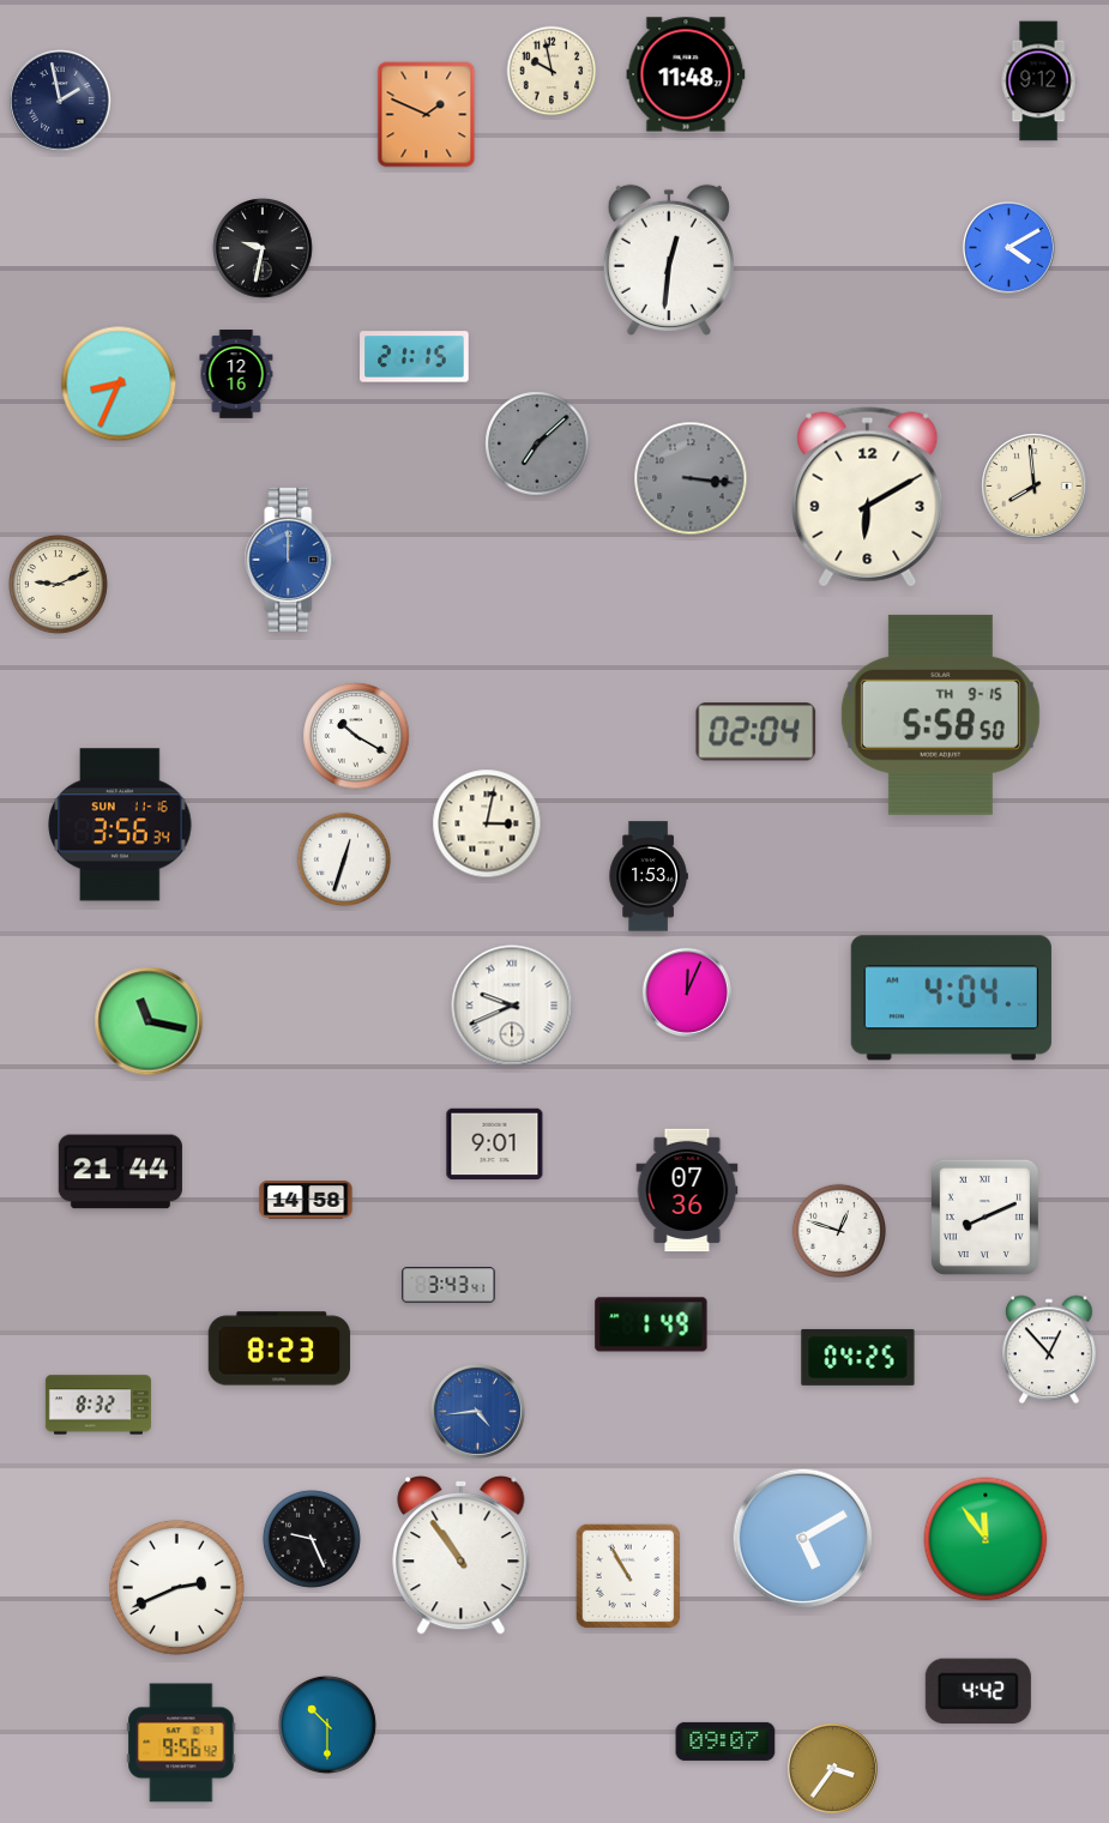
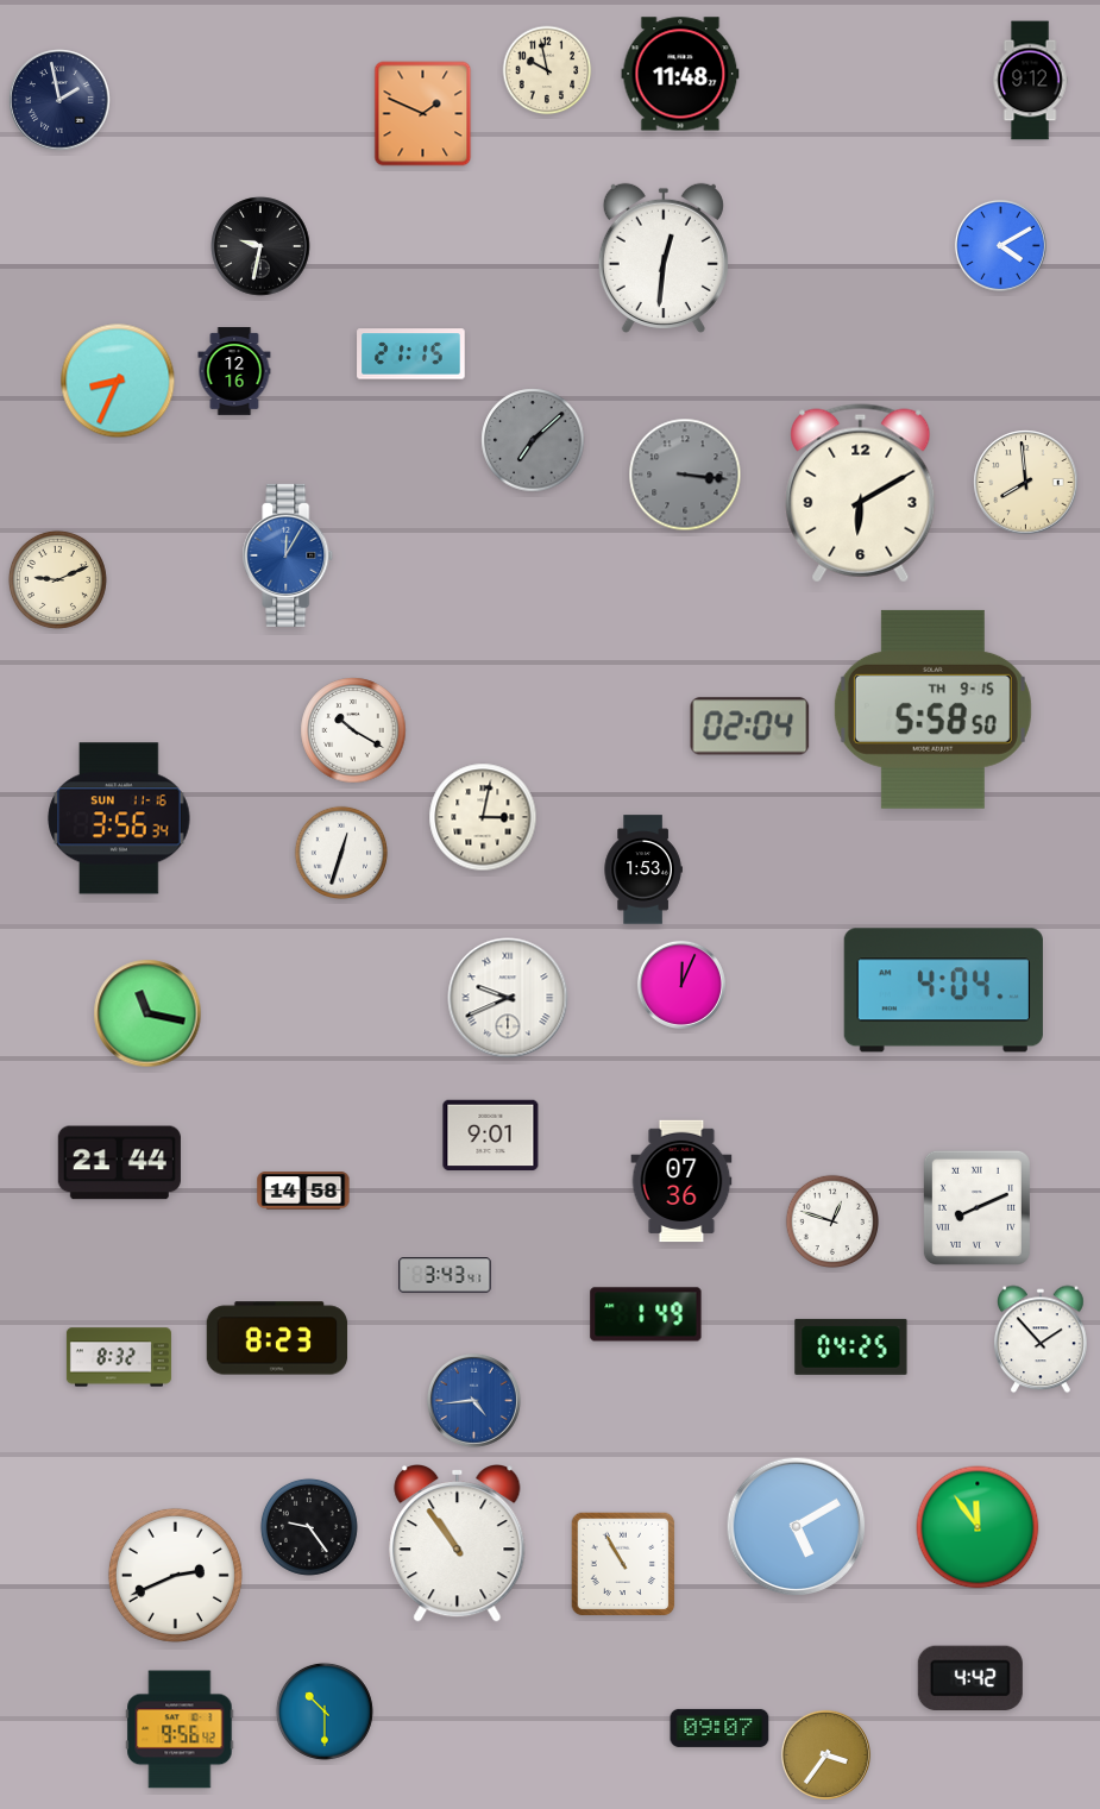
clock at (290, 560): 12:00 -> 12:05
clock at (1050, 1350): 12:53 -> 1:53
clock at (98, 1405) position: (98, 1405) -> (119, 1357)
clock at (312, 1539): 9:26 -> 9:24
